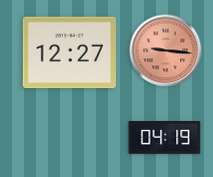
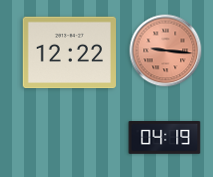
clock at (69, 53): 12:27 -> 12:22
